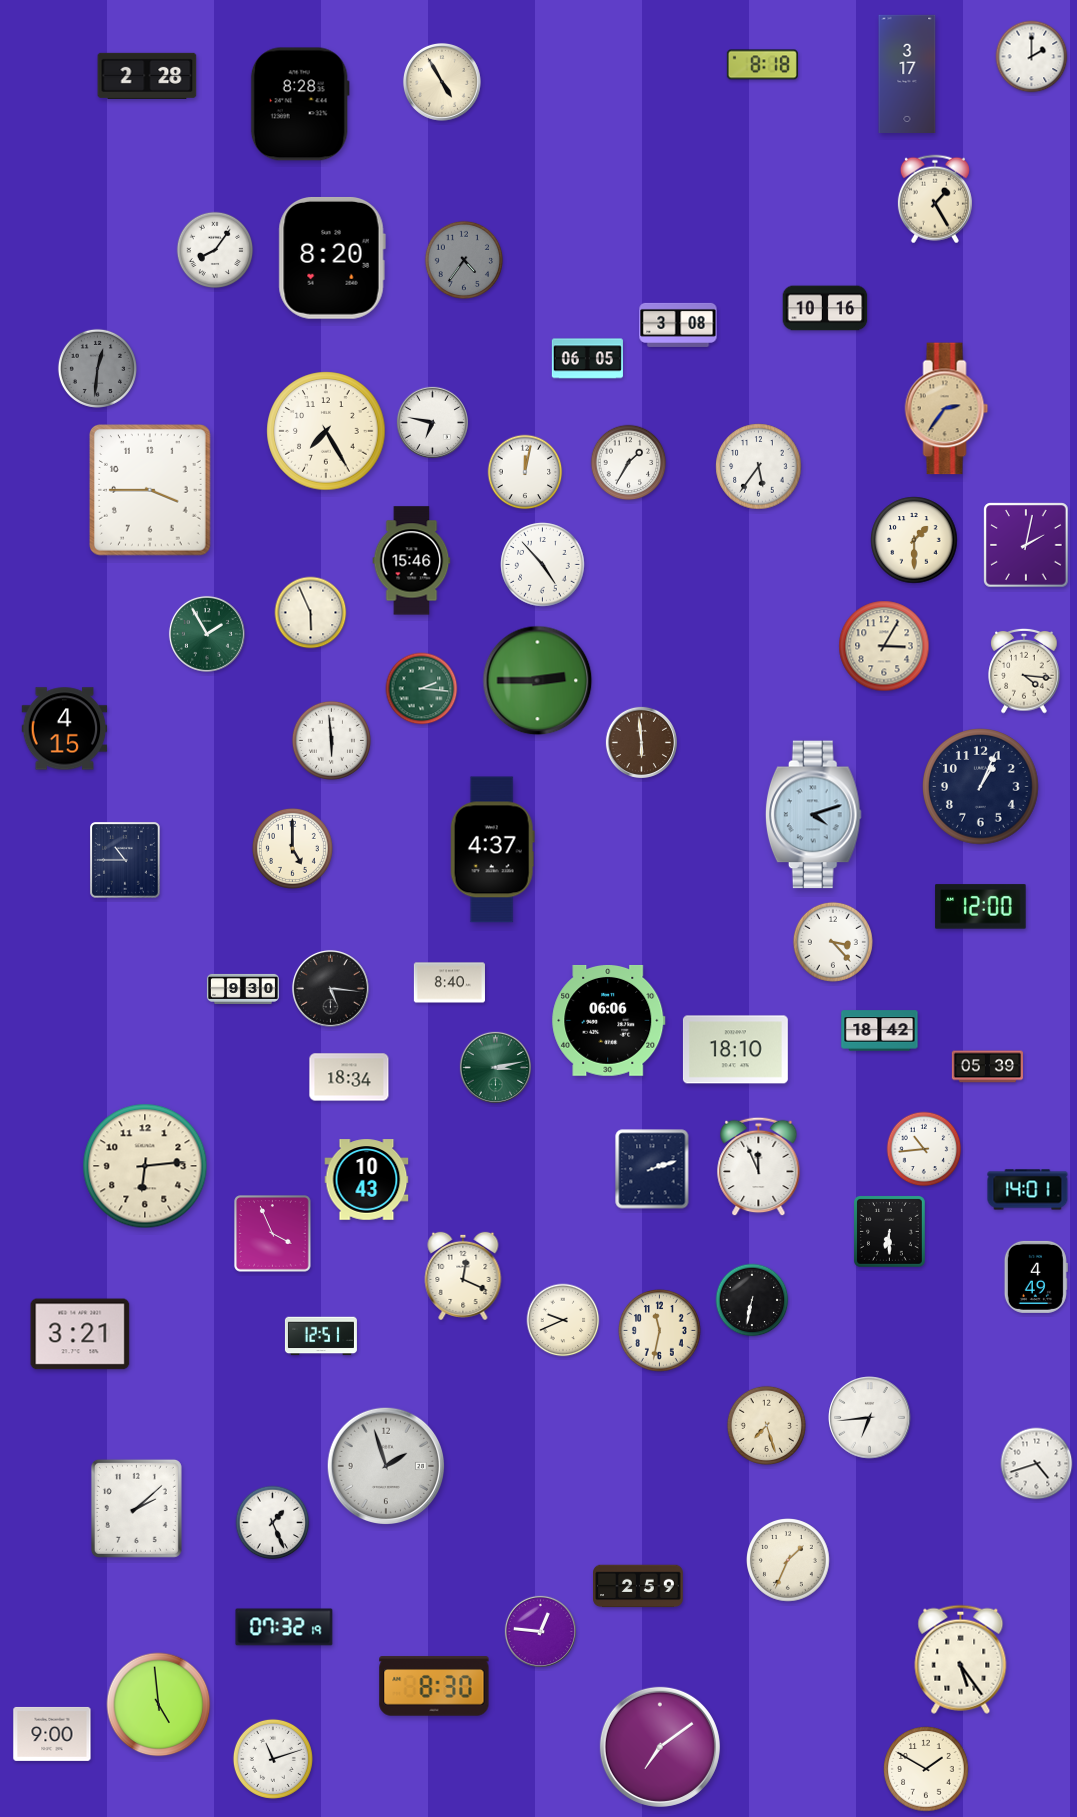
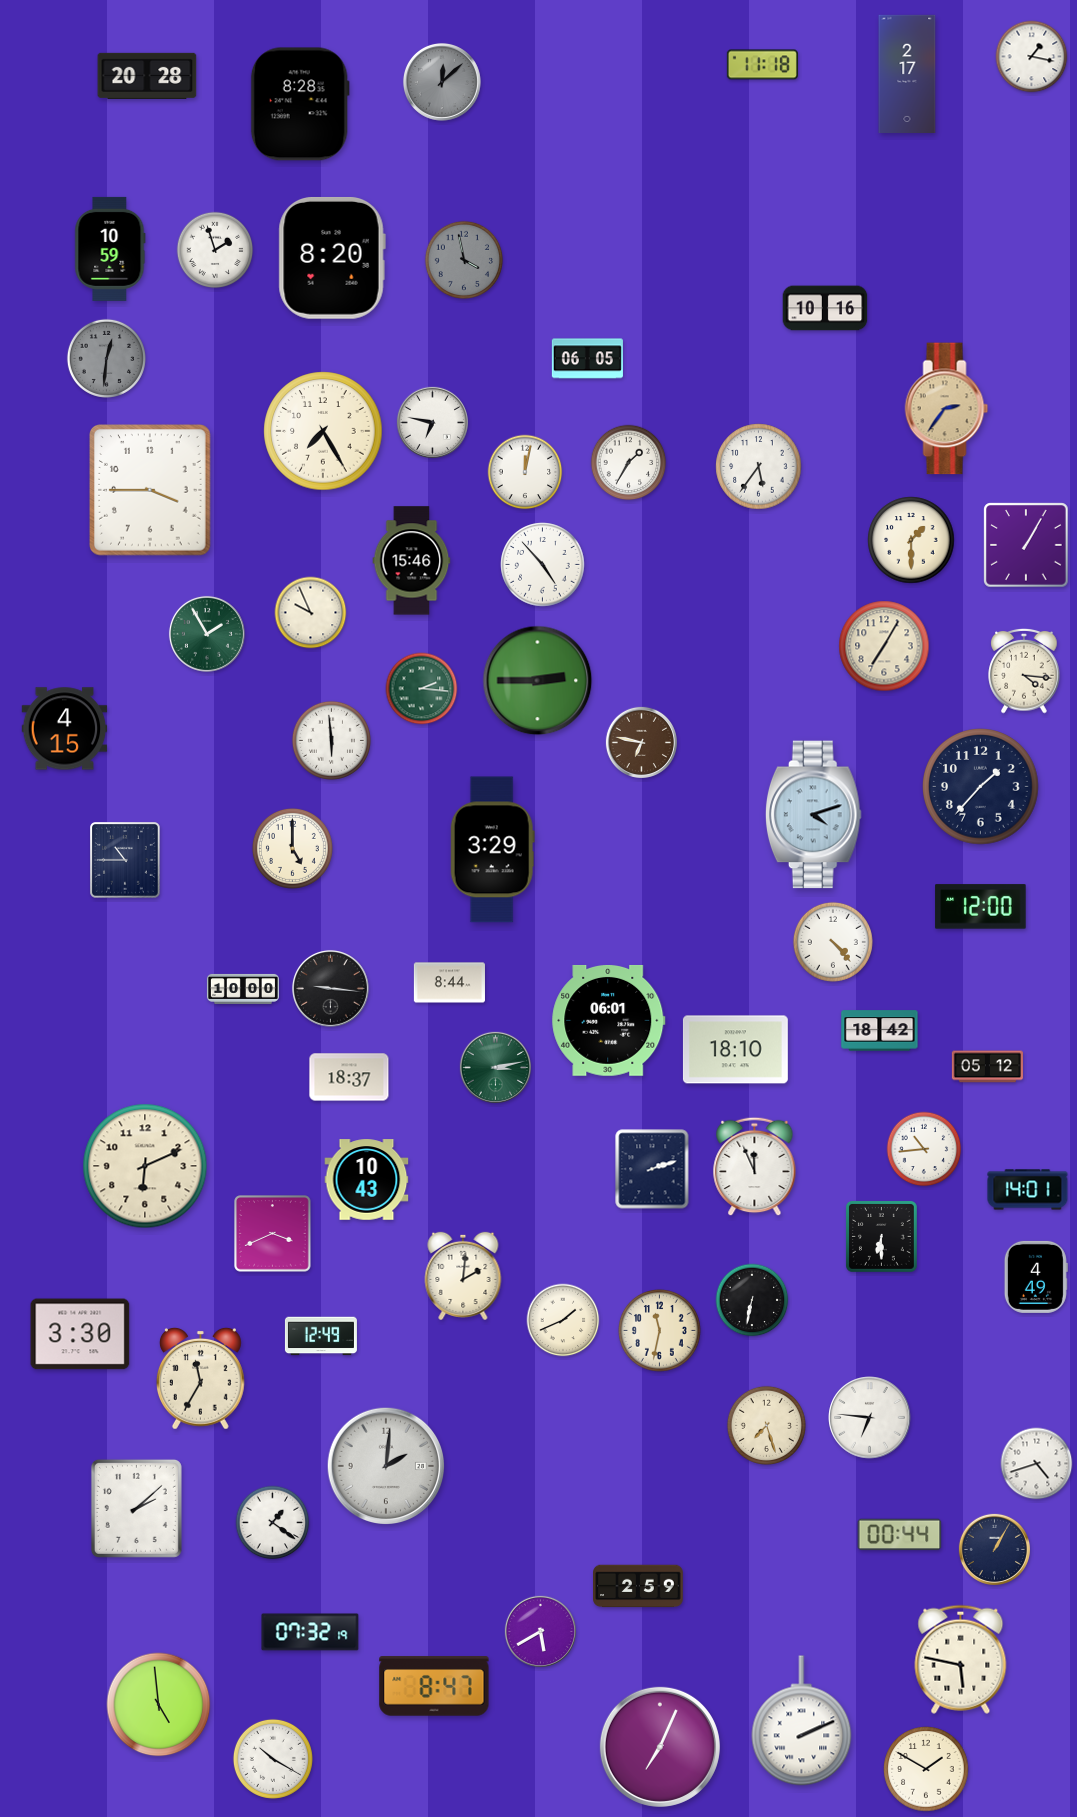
clock at (1032, 57): 2:00 -> 1:17
clock at (762, 65): 8:18 -> 11:18
clock at (907, 73): 3:17 -> 2:17
clock at (147, 76): 2:28 -> 20:28
clock at (442, 82): 4:55 -> 12:08
clock at (442, 82) dial: cream -> grey
clock at (935, 199): 1:25 -> none
clock at (110, 249): none -> 10:59
clock at (215, 250): 8:06 -> 1:57
clock at (464, 260): 4:36 -> 3:58
clock at (678, 325): 3:08 -> none
clock at (97, 368) position: (97, 368) -> (106, 358)
clock at (326, 431) position: (326, 431) -> (323, 431)
clock at (914, 540) position: (914, 540) -> (911, 540)
clock at (1026, 545): 2:02 -> 1:05
clock at (311, 613): 5:56 -> 9:56
clock at (884, 646): 3:05 -> 7:05
clock at (641, 742): 5:59 -> 6:47
clock at (981, 787): 1:04 -> 1:37
clock at (492, 850): 4:37 -> 3:29
clock at (833, 942): 3:23 -> 4:23
clock at (449, 983): 8:40 -> 8:44
clock at (330, 988): 5:16 -> 9:16
clock at (243, 989): 9:30 -> 10:00
clock at (609, 1020): 06:06 -> 06:01
clock at (987, 1067): 05:39 -> 05:12
clock at (349, 1077): 18:34 -> 18:37
clock at (145, 1166): 6:14 -> 6:11
clock at (759, 1167) position: (759, 1167) -> (755, 1167)
clock at (890, 1232) position: (890, 1232) -> (882, 1237)
clock at (273, 1234): 3:56 -> 3:41
clock at (463, 1276): 12:19 -> 2:01
clock at (563, 1320): 9:41 -> 1:41
clock at (80, 1334): 3:21 -> 3:30
clock at (321, 1336): 12:51 -> 12:49
clock at (201, 1378): none -> 11:35
clock at (870, 1418): 6:44 -> 6:46
clock at (385, 1465): 1:57 -> 2:01
clock at (273, 1523): 1:26 -> 1:21
clock at (900, 1535): none -> 00:44
clock at (994, 1549): none -> 1:05
clock at (788, 1560): 1:34 -> none
clock at (284, 1627) position: (284, 1627) -> (310, 1632)
clock at (540, 1631): 12:46 -> 5:40
clock at (961, 1659): 5:24 -> 5:47
clock at (434, 1686): 8:30 -> 8:47
clock at (802, 1721): none -> 2:11
clock at (52, 1734): 9:00 -> none
clock at (660, 1747): 7:09 -> 7:04
clock at (273, 1759): 11:12 -> 10:20
